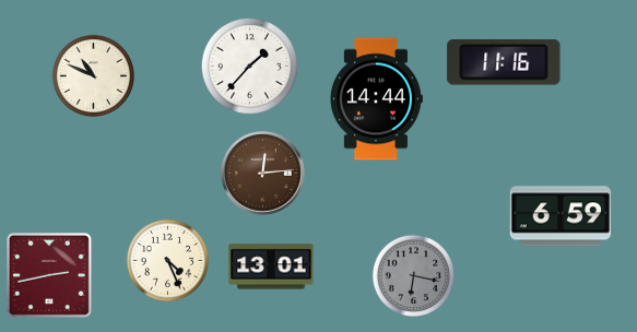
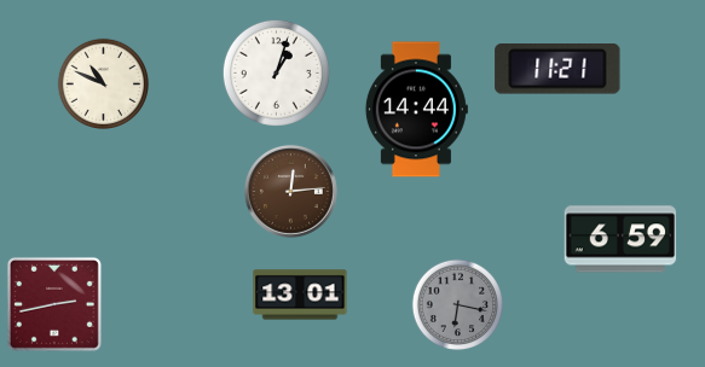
clock at (504, 63): 11:16 -> 11:21
clock at (249, 66): 1:37 -> 1:03
clock at (167, 260): 4:26 -> none
